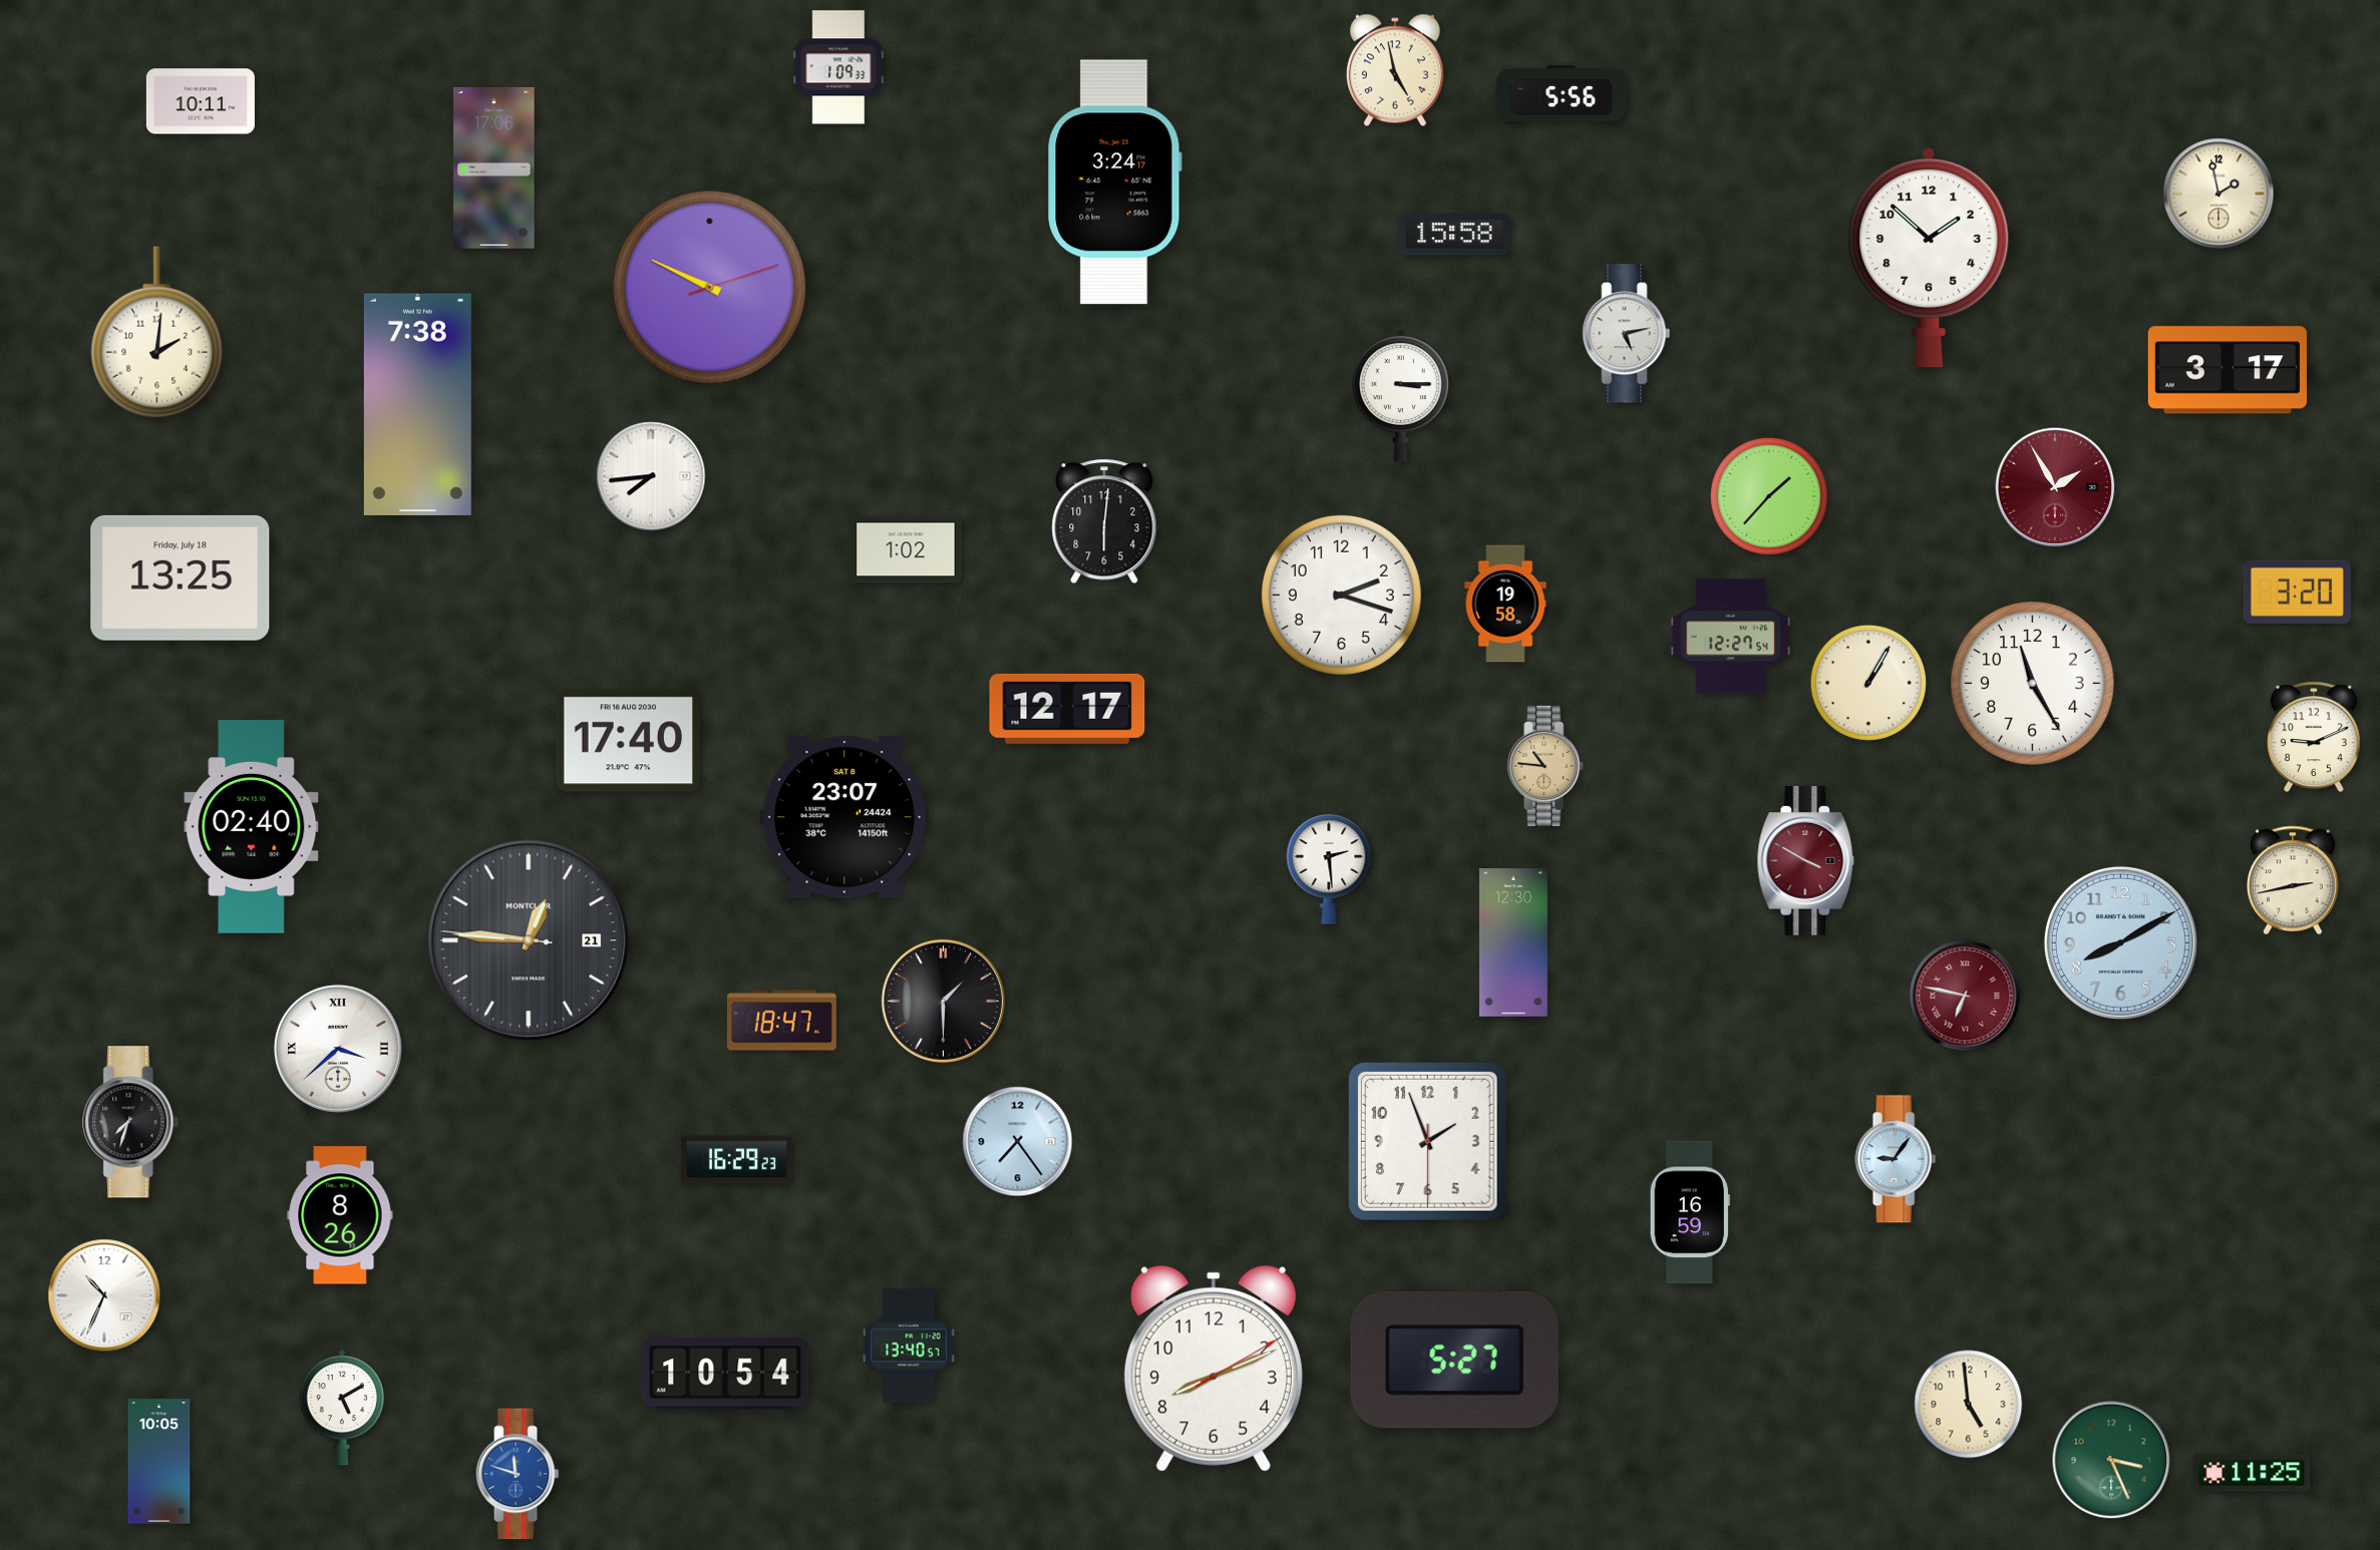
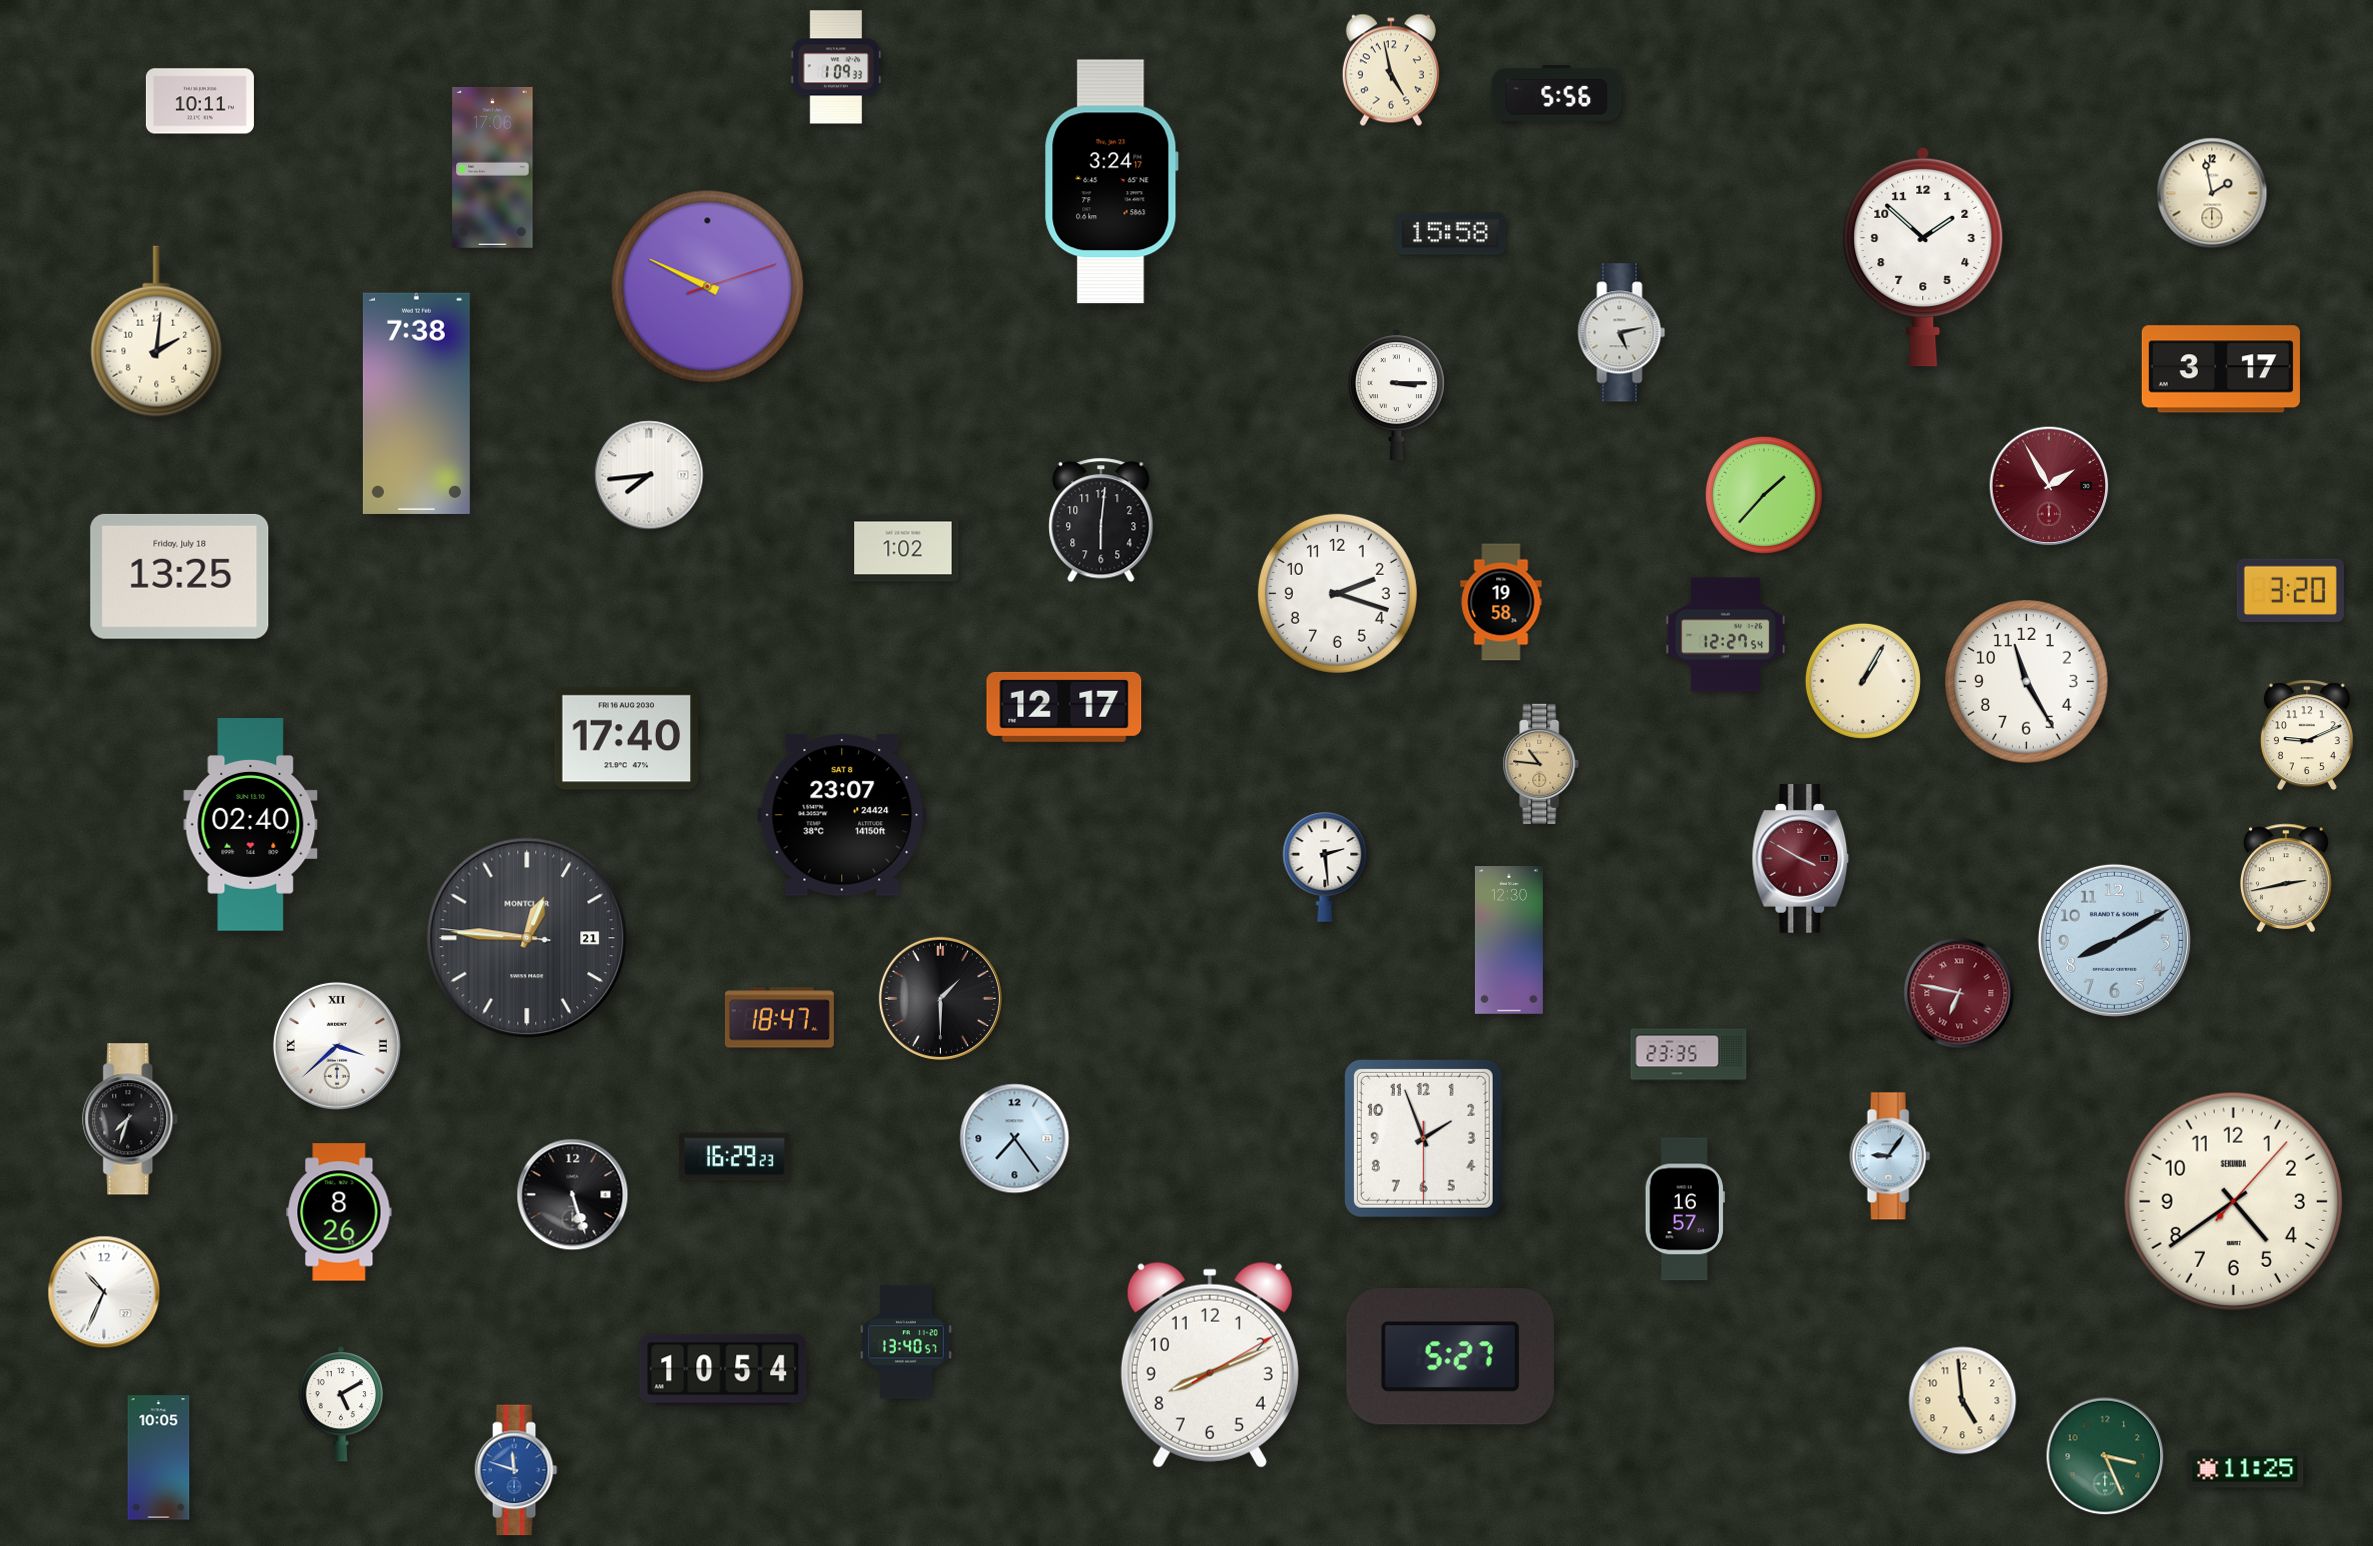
clock at (1689, 1056): none -> 23:35
clock at (573, 1195): none -> 5:27
clock at (2233, 1201): none -> 4:39
clock at (1690, 1212): 16:59 -> 16:57
